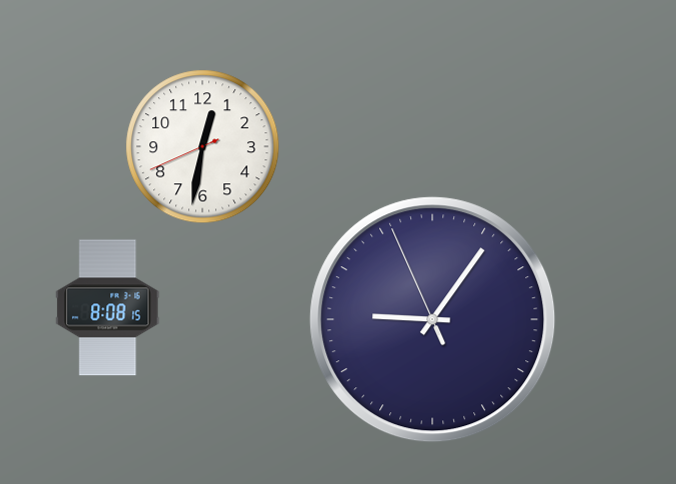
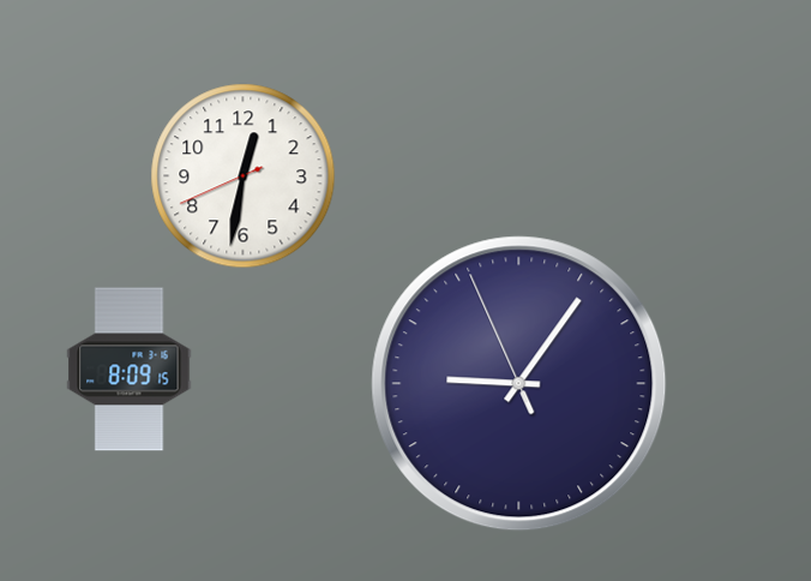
clock at (108, 308): 8:08 -> 8:09
